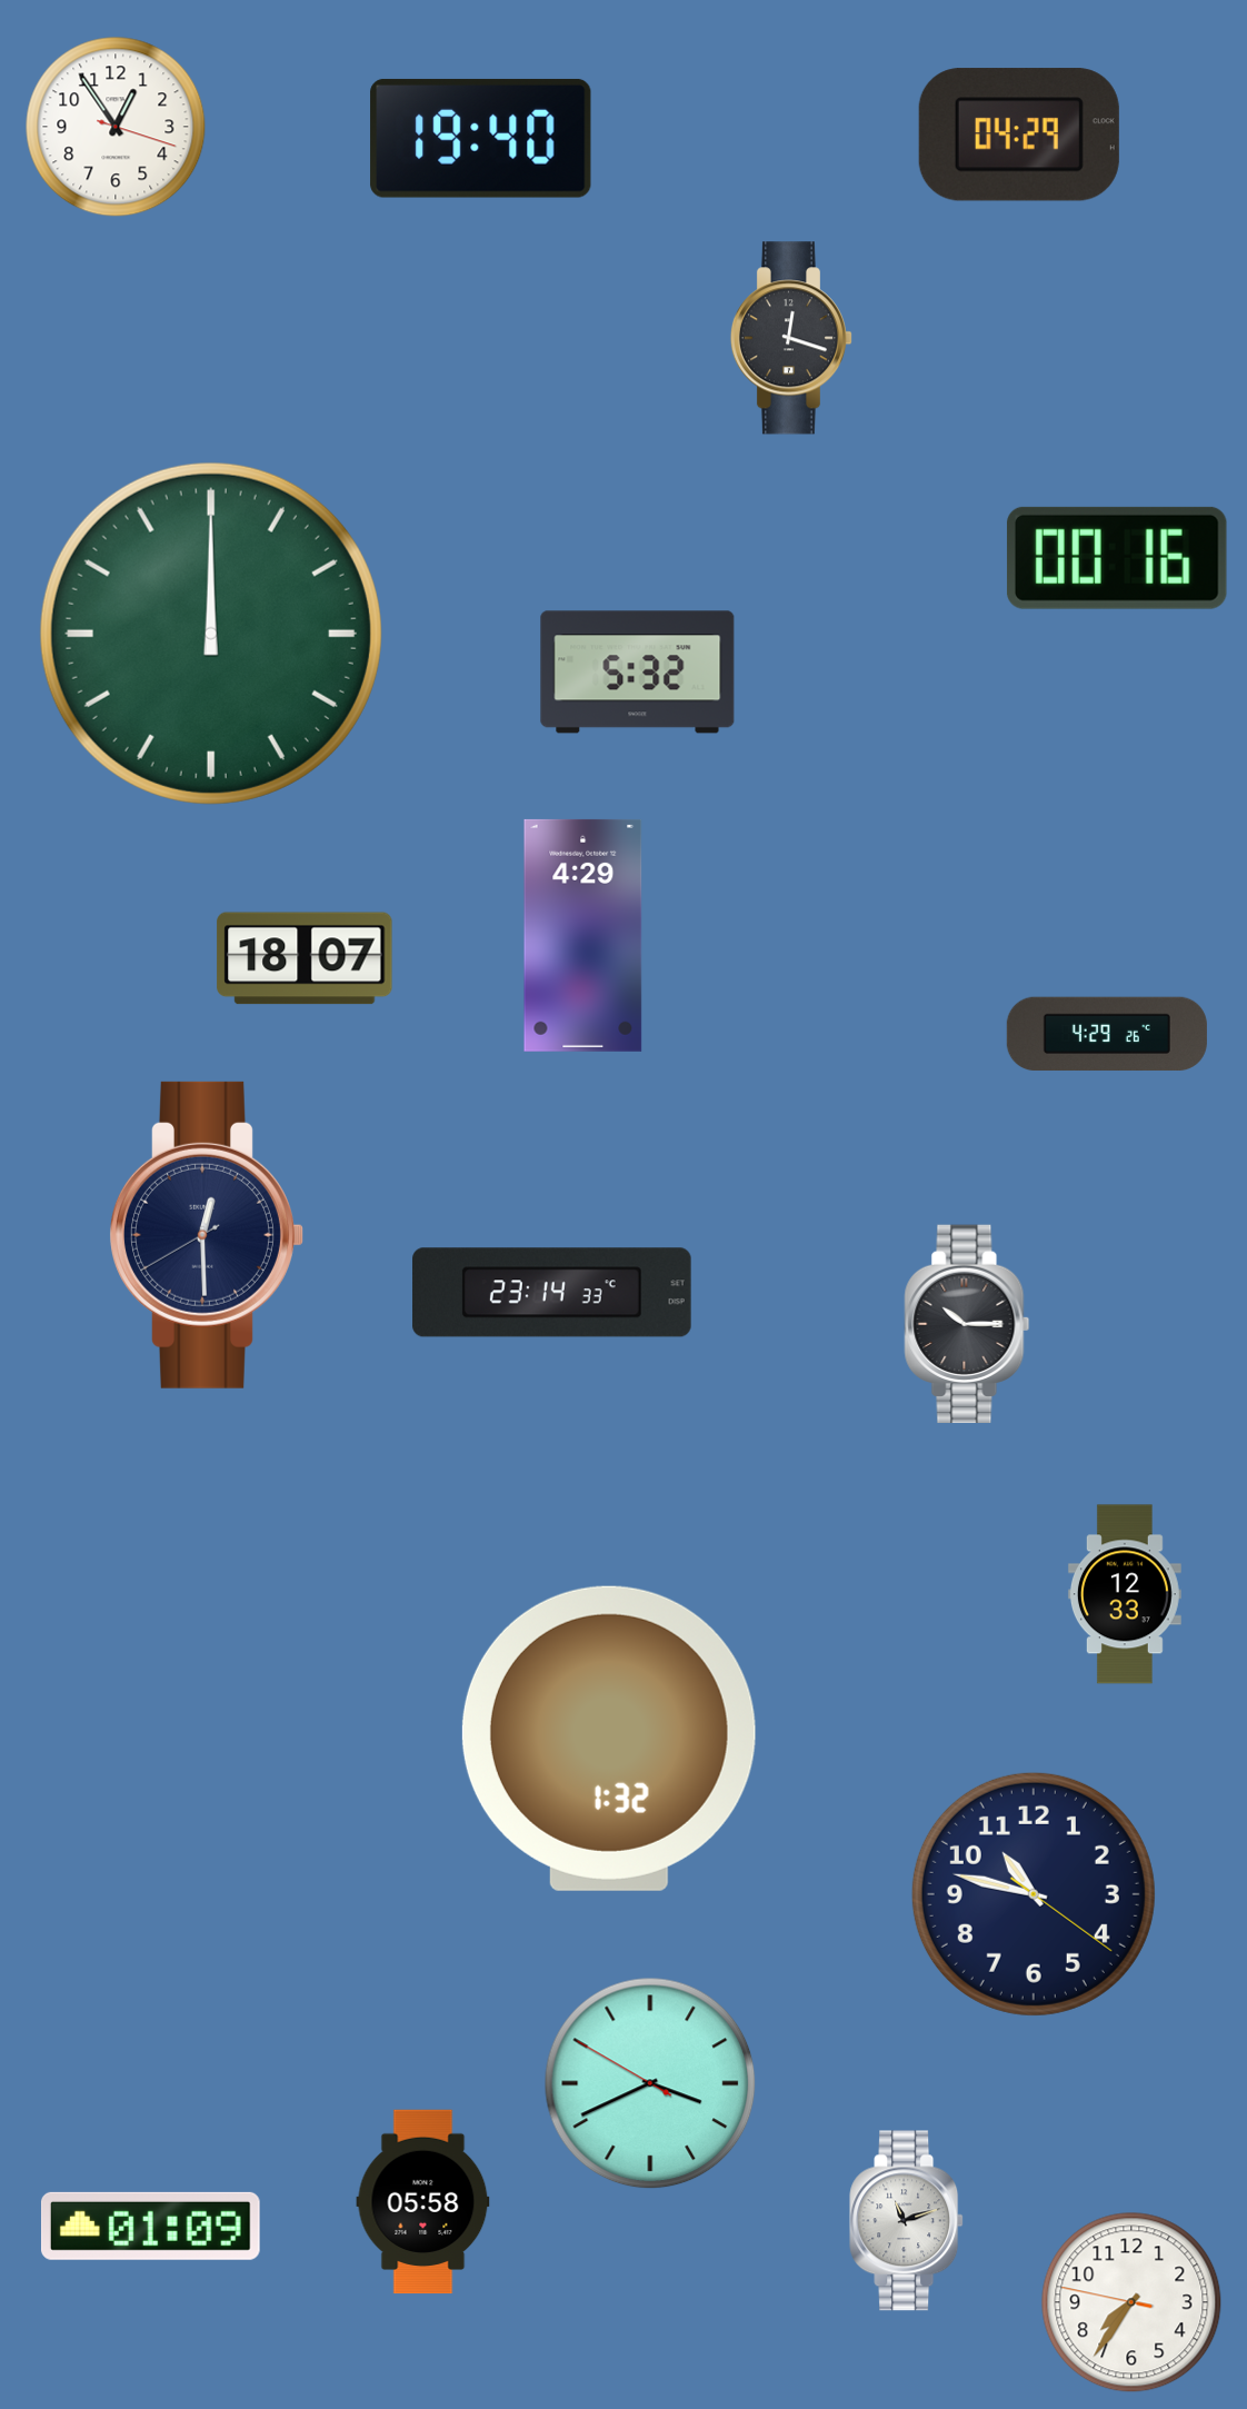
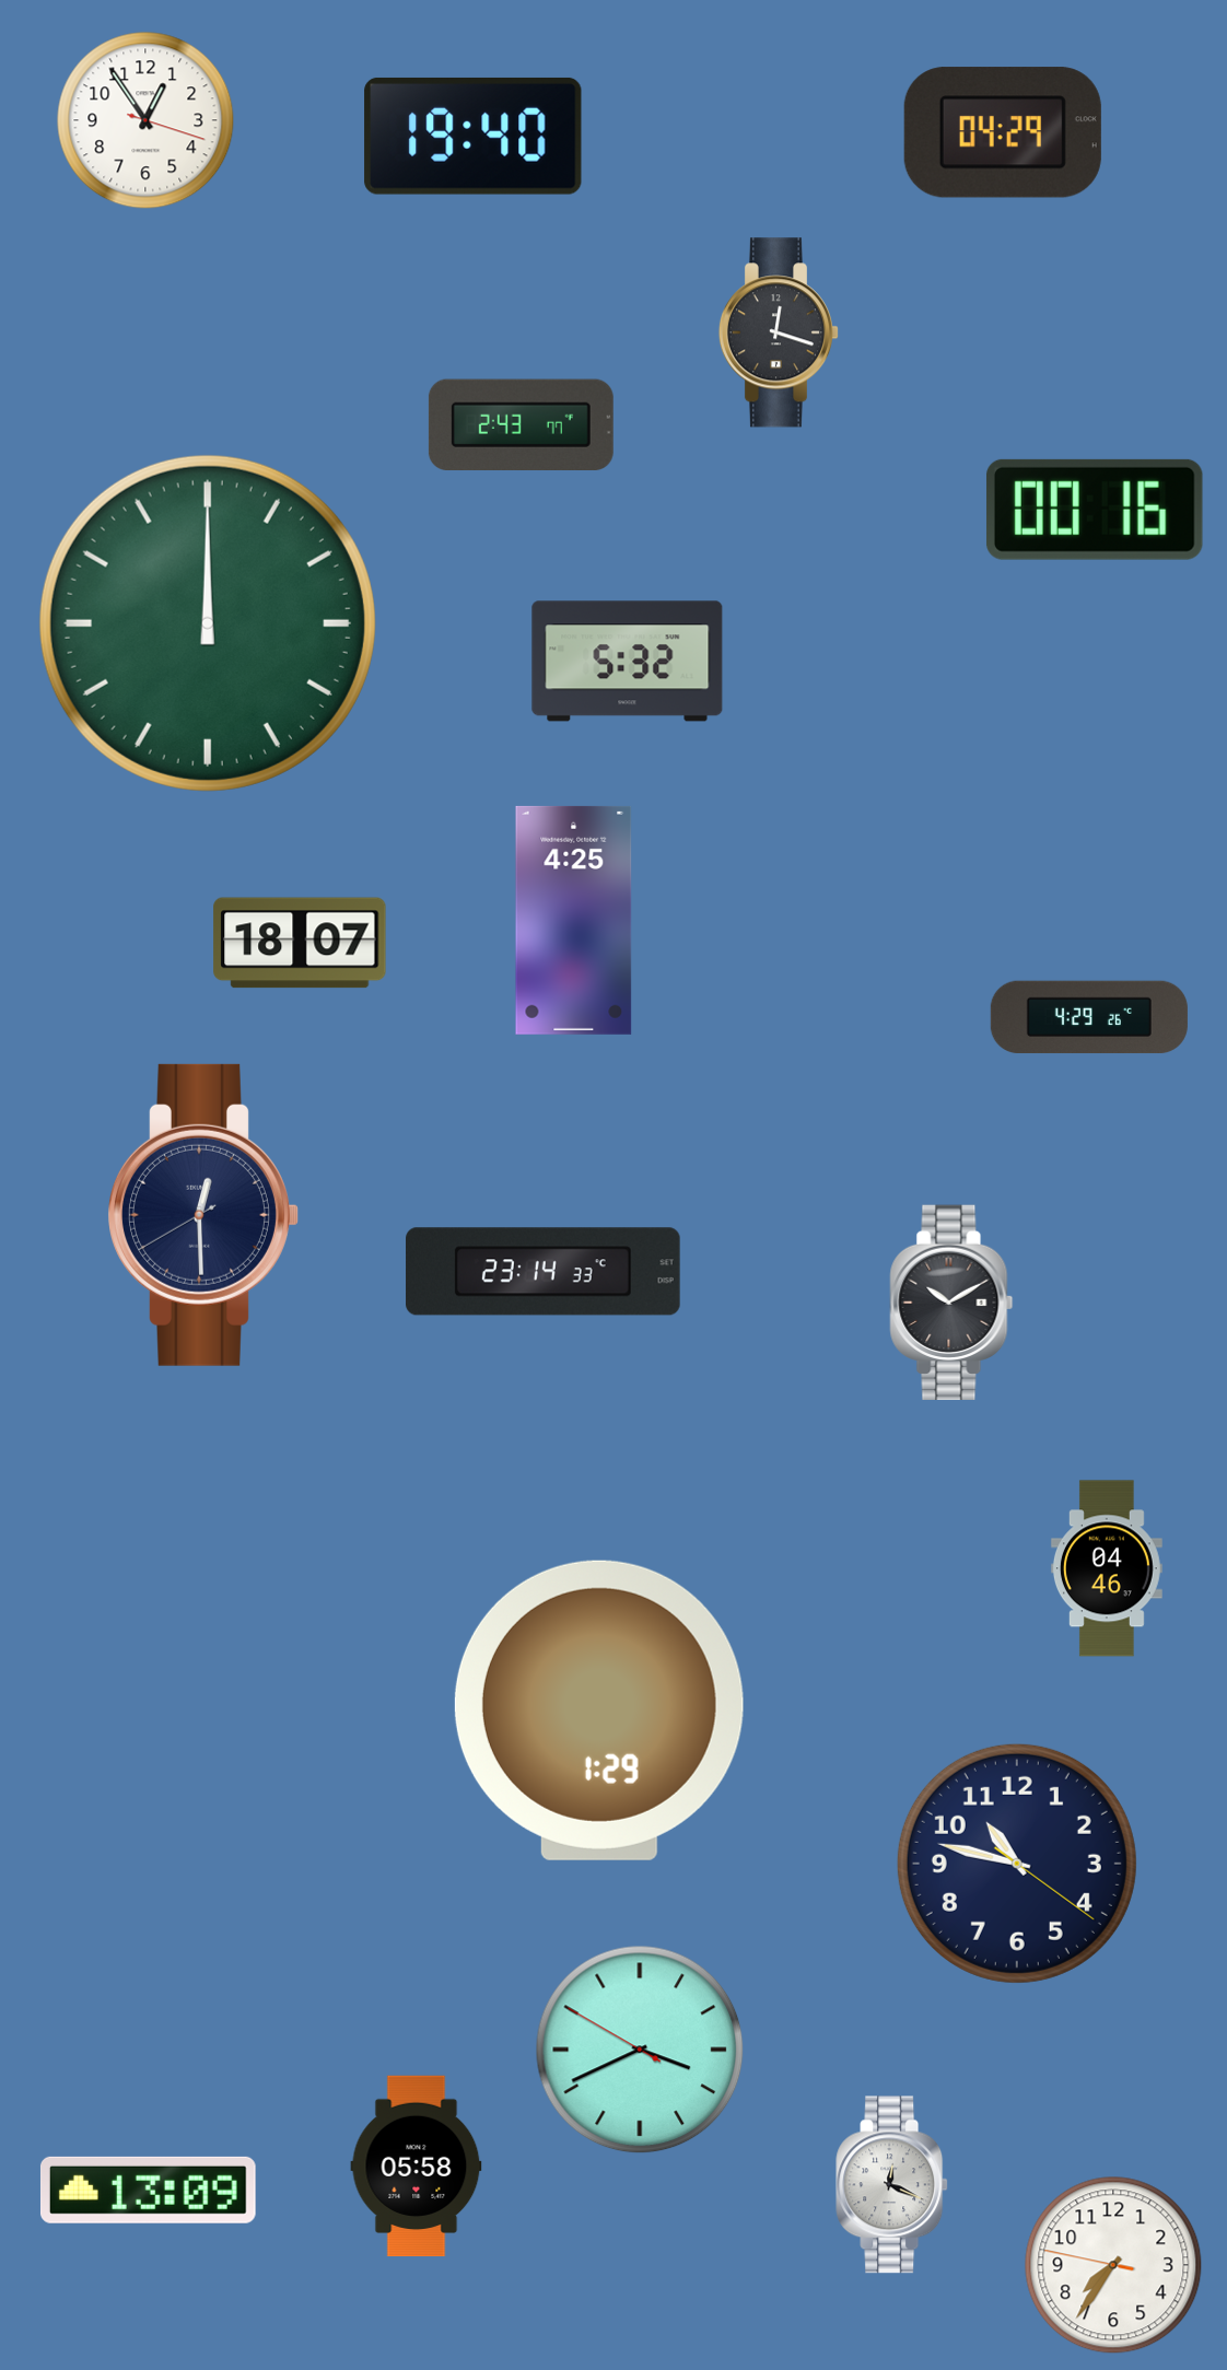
clock at (116, 127) position: (116, 127) -> (145, 120)
clock at (521, 425): none -> 2:43
clock at (1117, 558) position: (1117, 558) -> (1095, 510)
clock at (583, 935): 4:29 -> 4:25
clock at (967, 1323): 10:15 -> 10:10
clock at (1125, 1594): 12:33 -> 04:46
clock at (609, 1739): 1:32 -> 1:29
clock at (907, 2221): 11:12 -> 12:19
clock at (150, 2226): 01:09 -> 13:09
